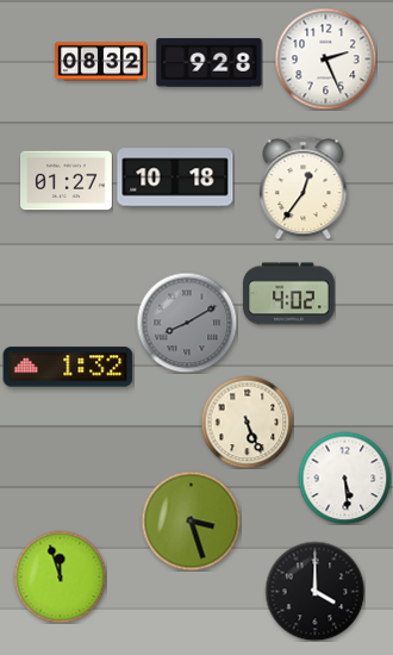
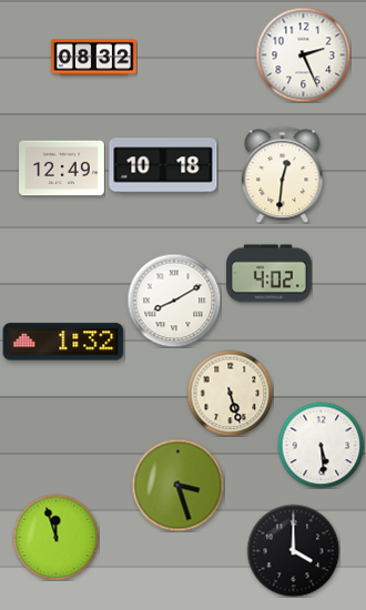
clock at (210, 63): 9:28 -> none
clock at (67, 181): 01:27 -> 12:49
clock at (304, 187): 12:36 -> 12:31
clock at (187, 323) dial: grey -> white
clock at (247, 422): 5:26 -> 5:27
